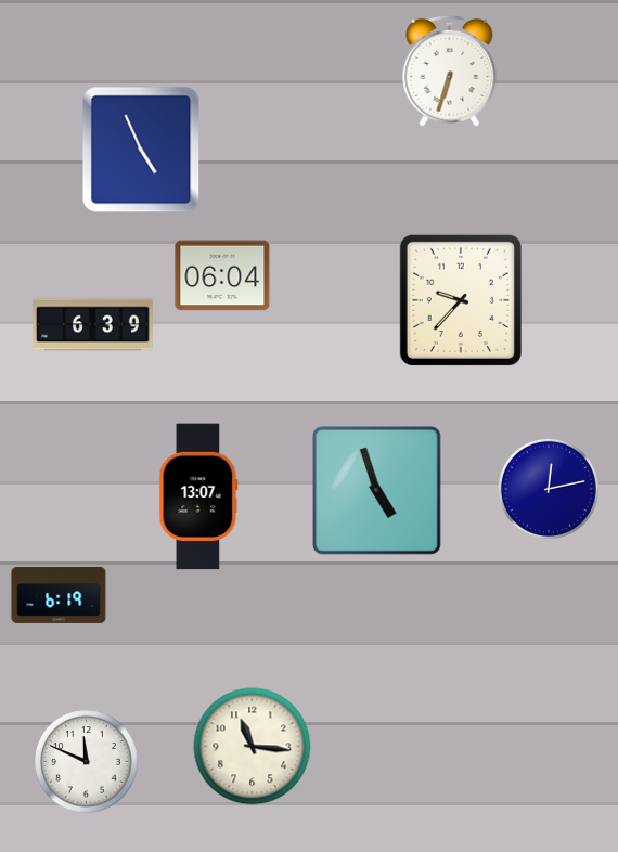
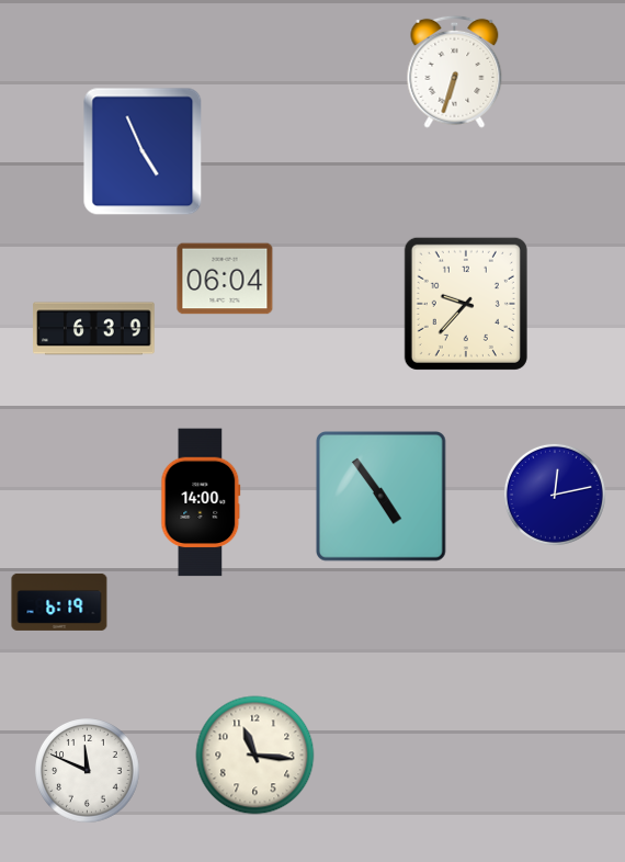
clock at (376, 490): 4:57 -> 4:54
clock at (198, 496): 13:07 -> 14:00
